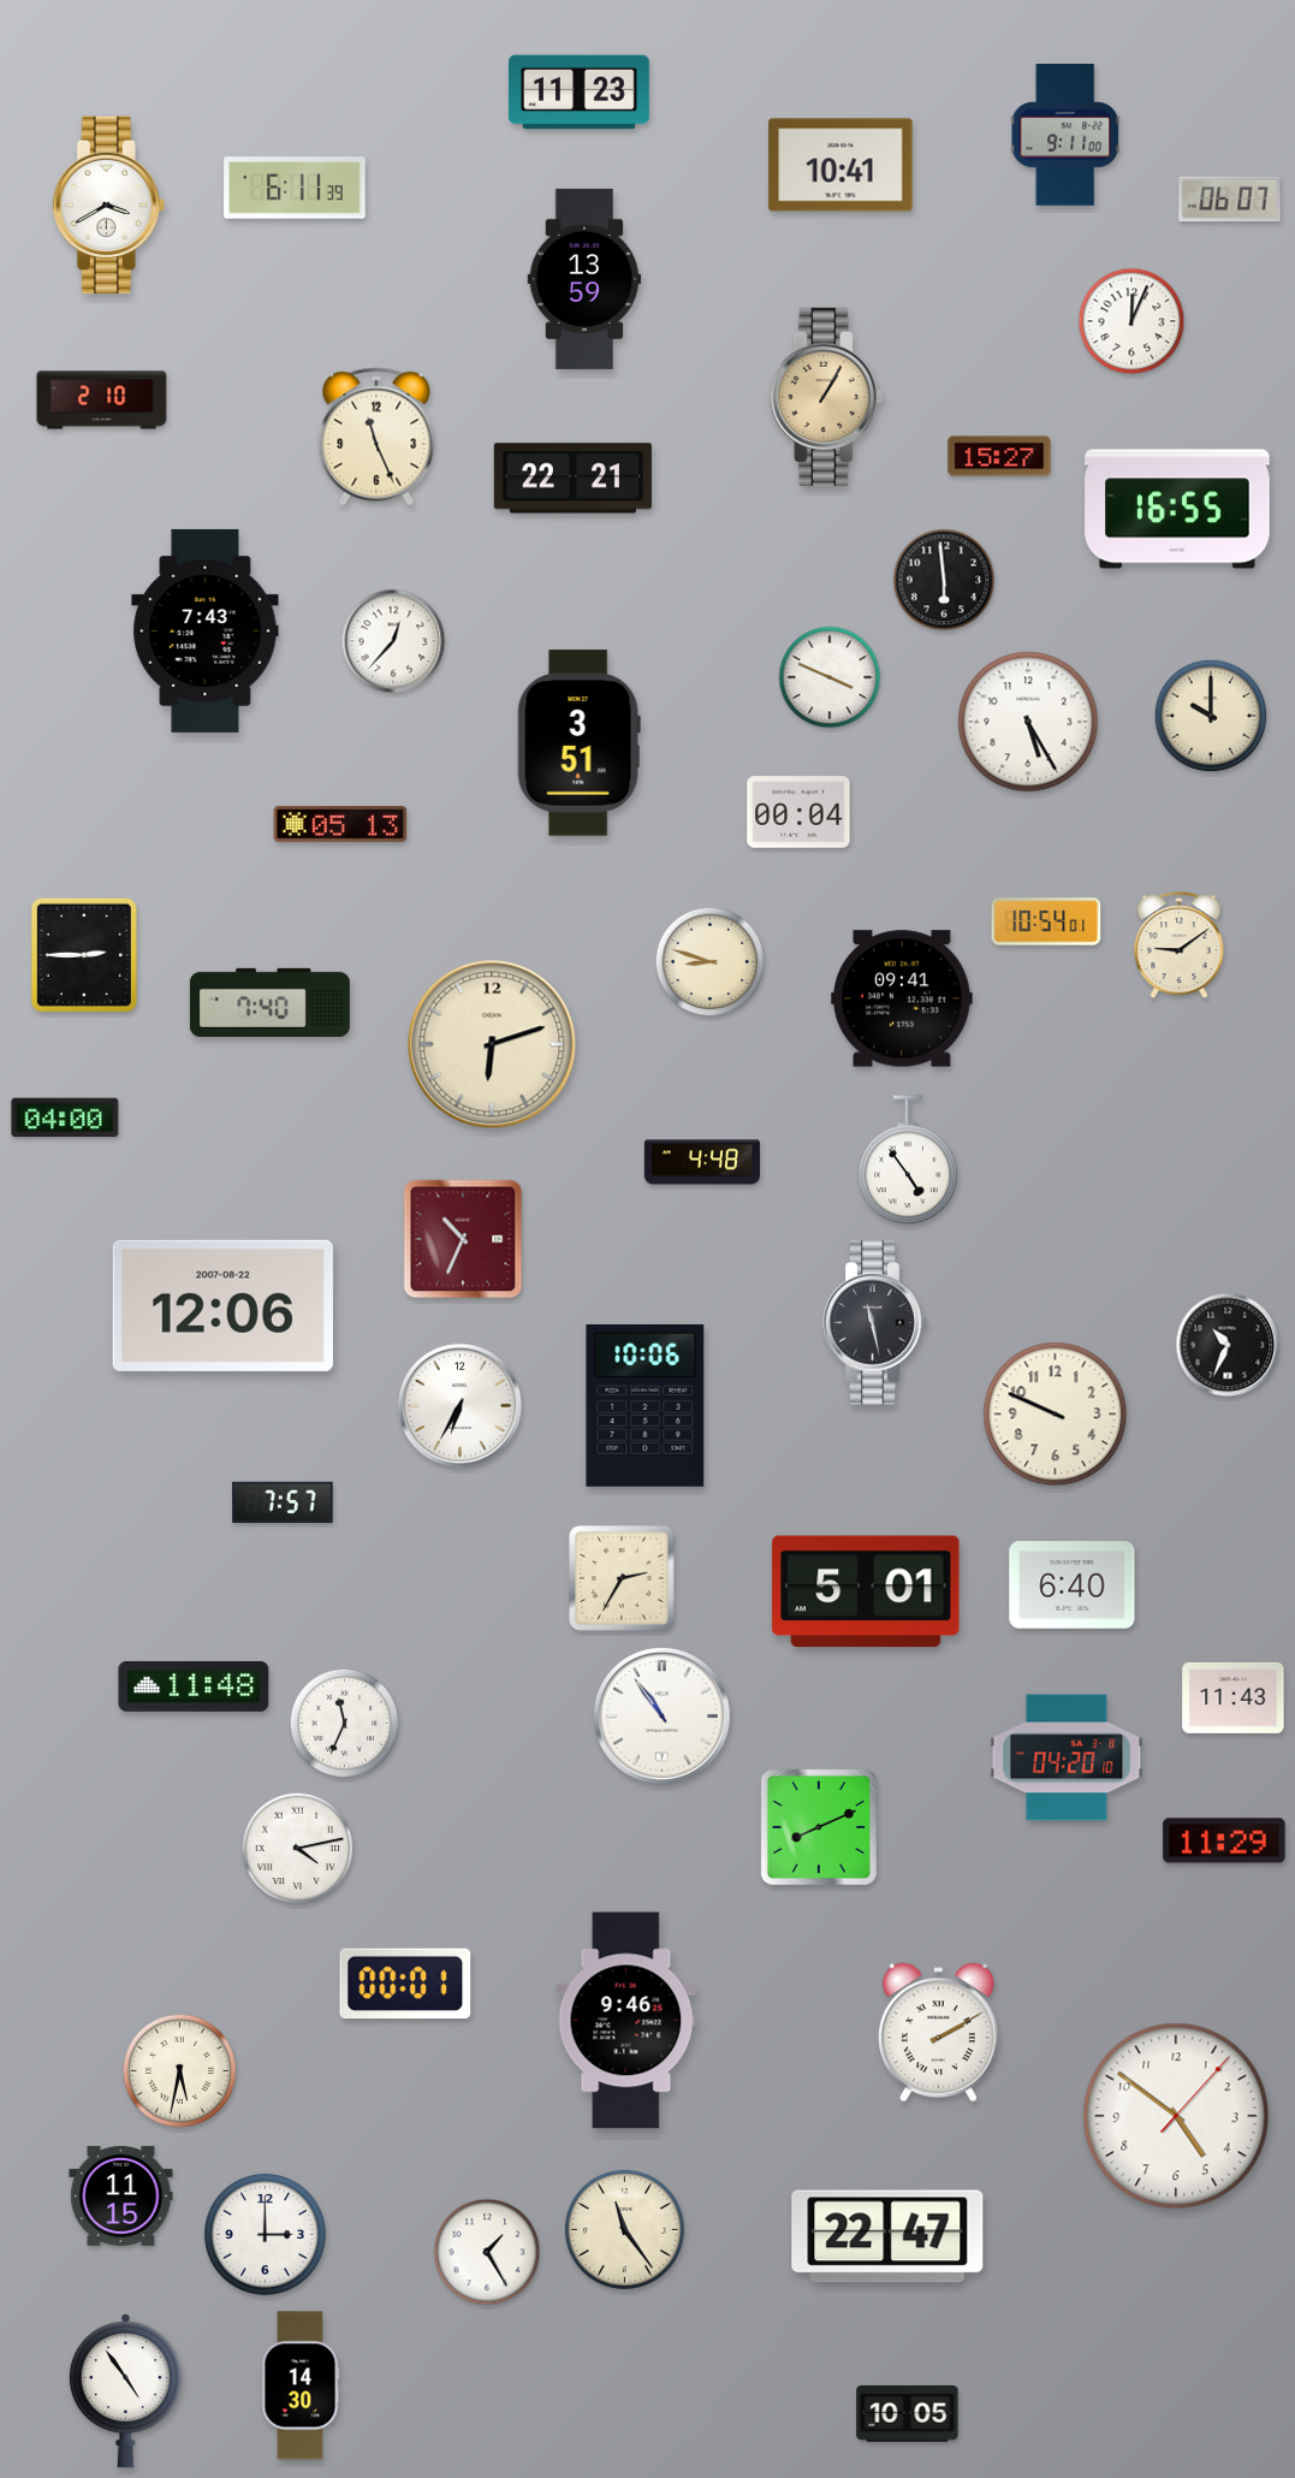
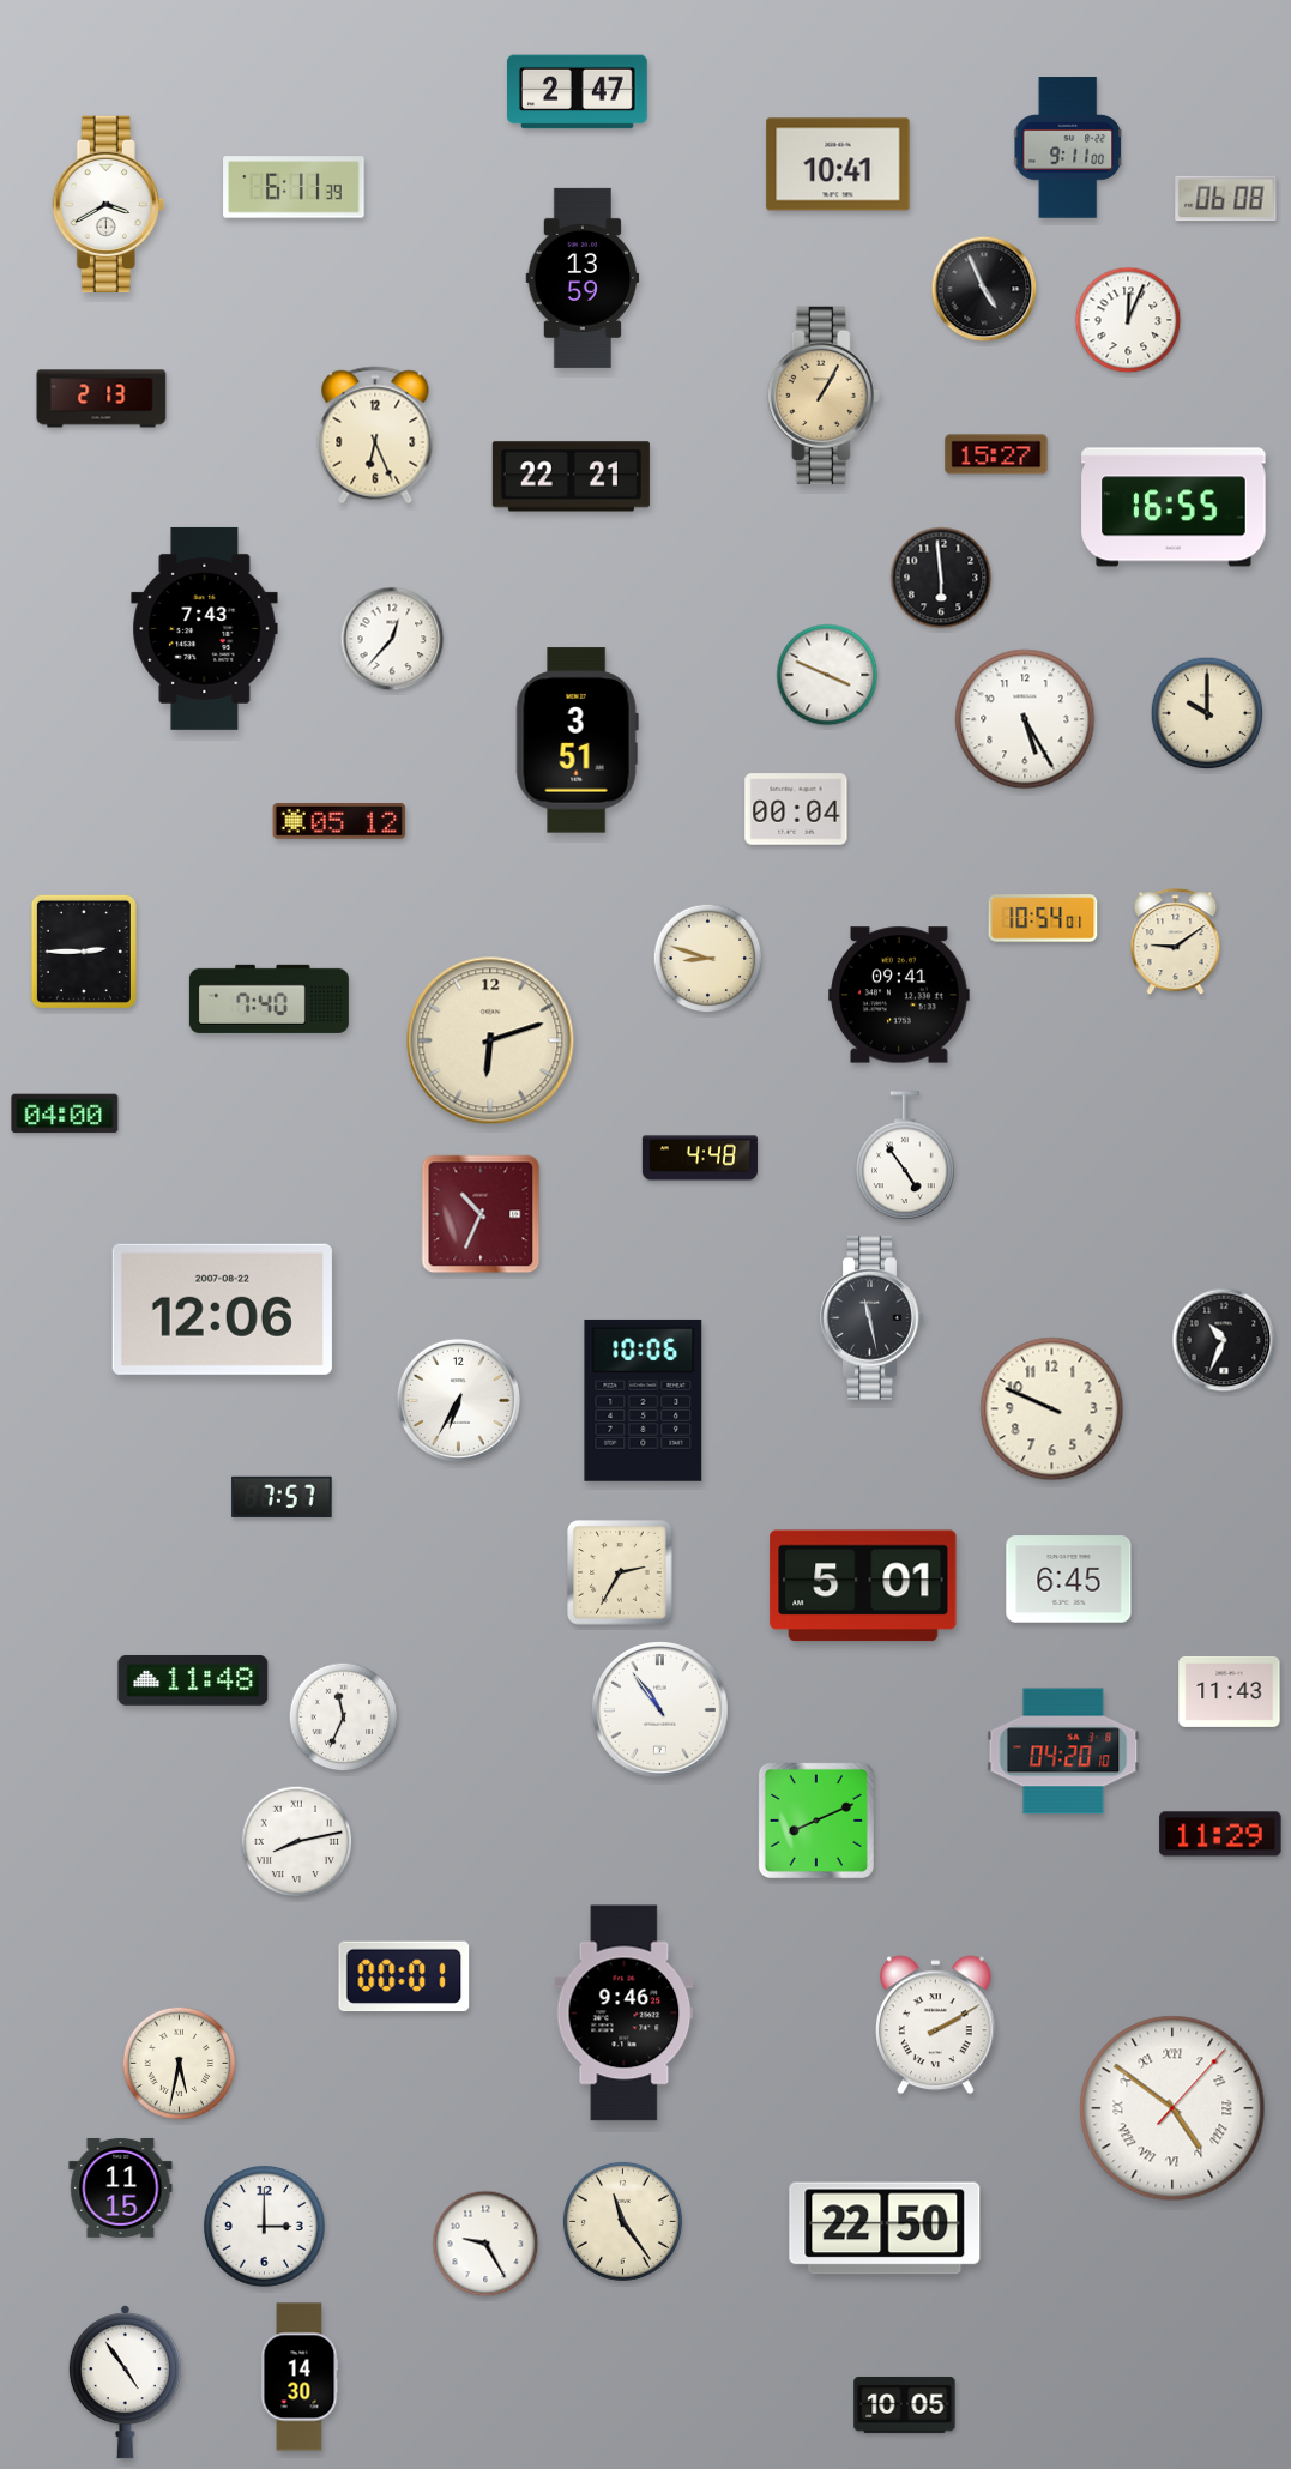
clock at (580, 93): 11:23 -> 2:47
clock at (1065, 135) position: (1065, 135) -> (1068, 147)
clock at (1230, 200): 06:07 -> 06:08
clock at (984, 289): none -> 4:56
clock at (102, 401): 2:10 -> 2:13
clock at (376, 437): 11:26 -> 6:26
clock at (340, 825): 05:13 -> 05:12
clock at (463, 1239) position: (463, 1239) -> (481, 1214)
clock at (222, 1305) position: (222, 1305) -> (222, 1309)
clock at (1073, 1585): 6:40 -> 6:45
clock at (298, 1849): 4:13 -> 8:13
clock at (1176, 2116) numerals: Arabic -> Roman
clock at (887, 2236): 22:47 -> 22:50
clock at (487, 2252): 1:25 -> 9:25
